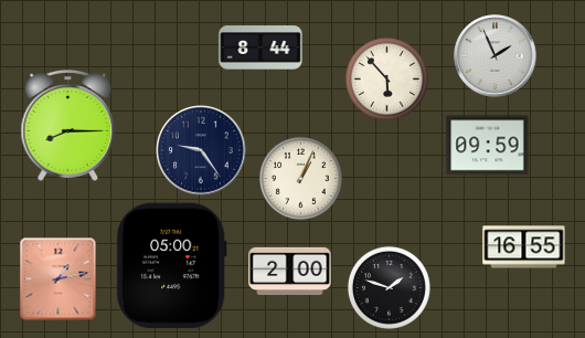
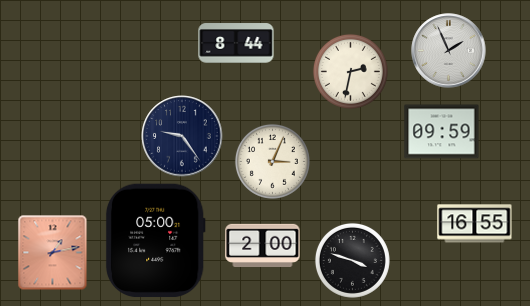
clock at (386, 78): 5:53 -> 2:32
clock at (68, 125): 8:15 -> none
clock at (300, 178): 1:04 -> 3:04
clock at (389, 287): 1:48 -> 3:48
